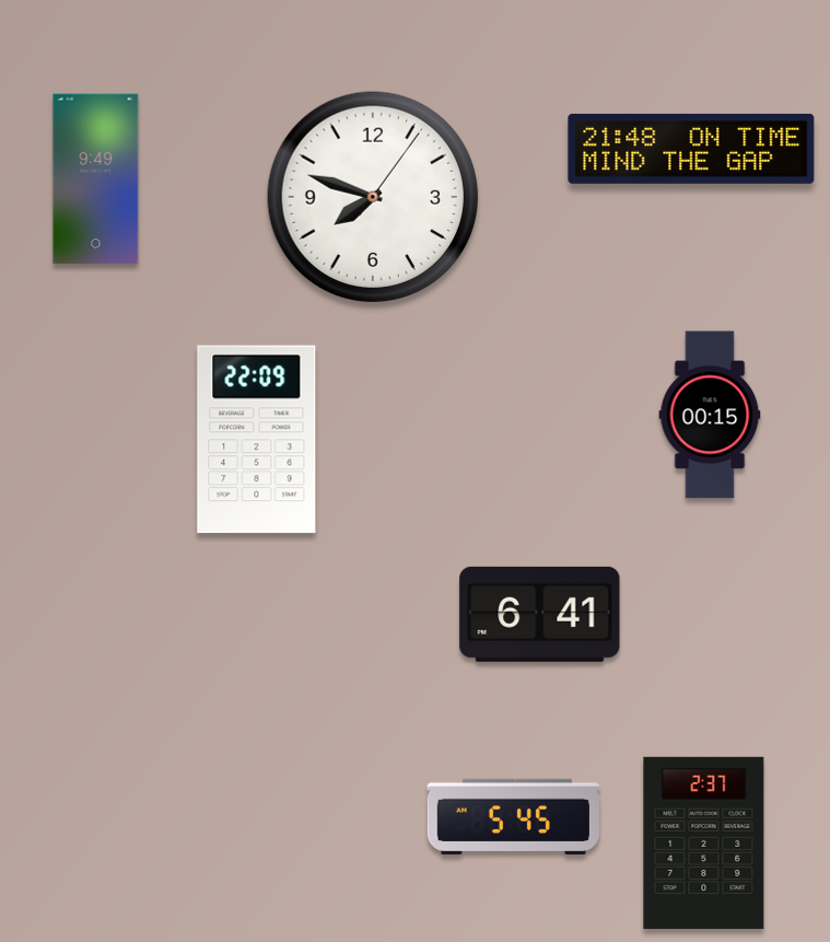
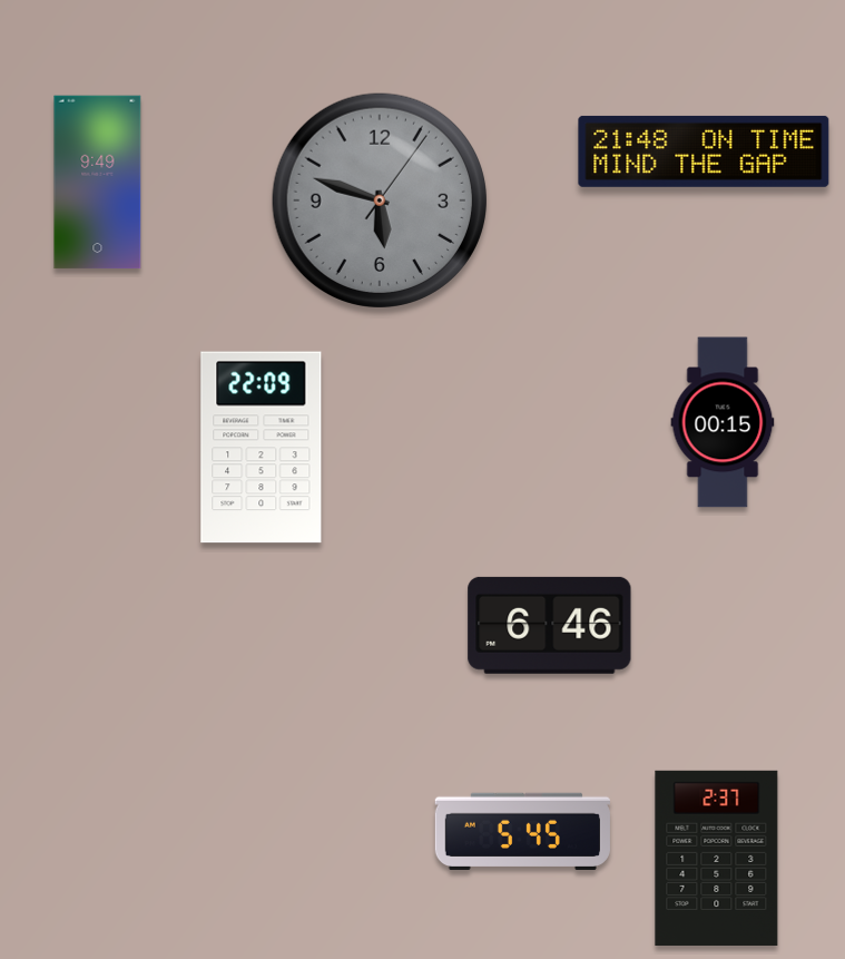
clock at (373, 197): 7:48 -> 5:48
clock at (373, 197) dial: white -> grey
clock at (540, 614): 6:41 -> 6:46
